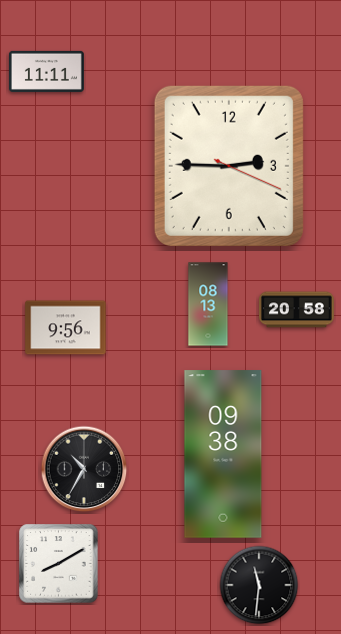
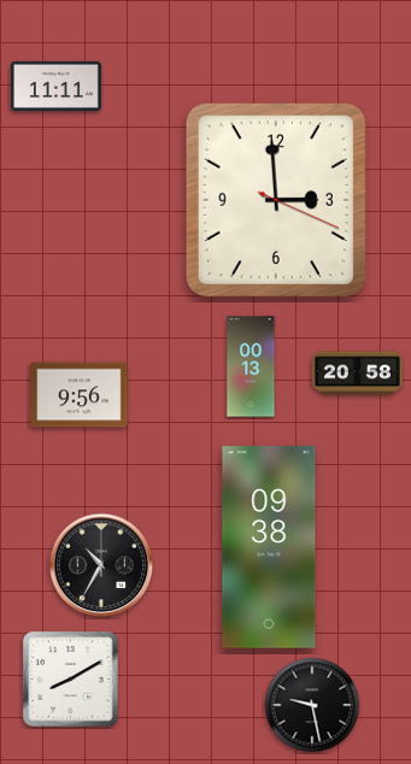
clock at (229, 166): 2:45 -> 2:59
clock at (208, 304): 08:13 -> 00:13
clock at (259, 585): 11:31 -> 9:28
